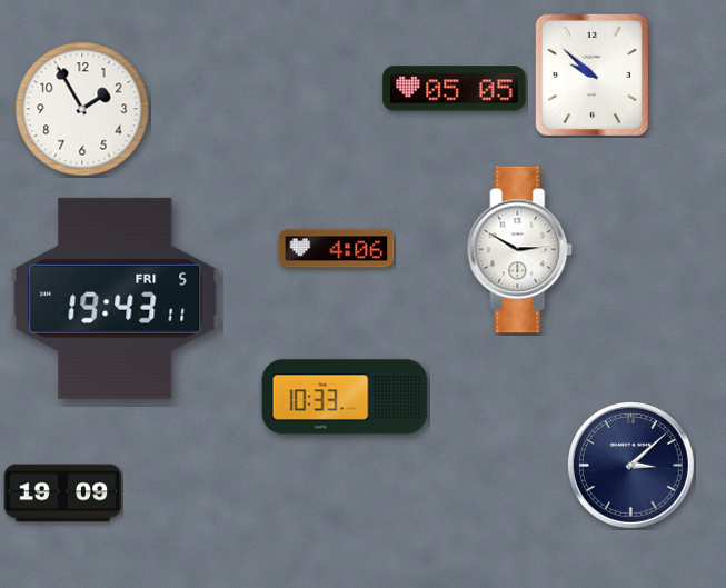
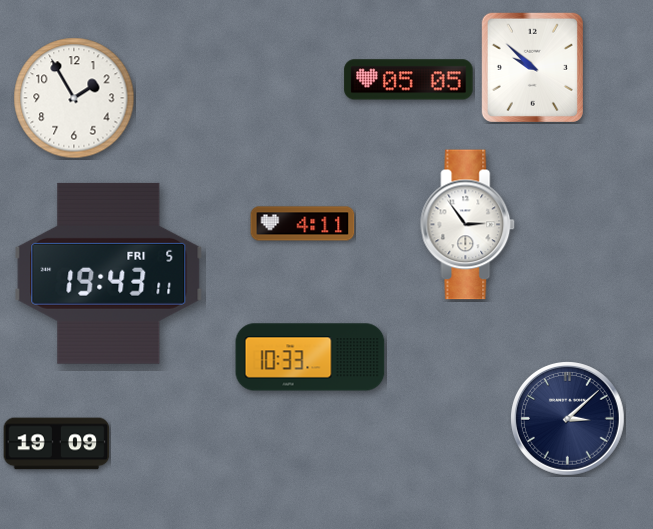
clock at (337, 249): 4:06 -> 4:11
clock at (520, 250): 2:50 -> 2:54
clock at (116, 298) position: (116, 298) -> (109, 273)
